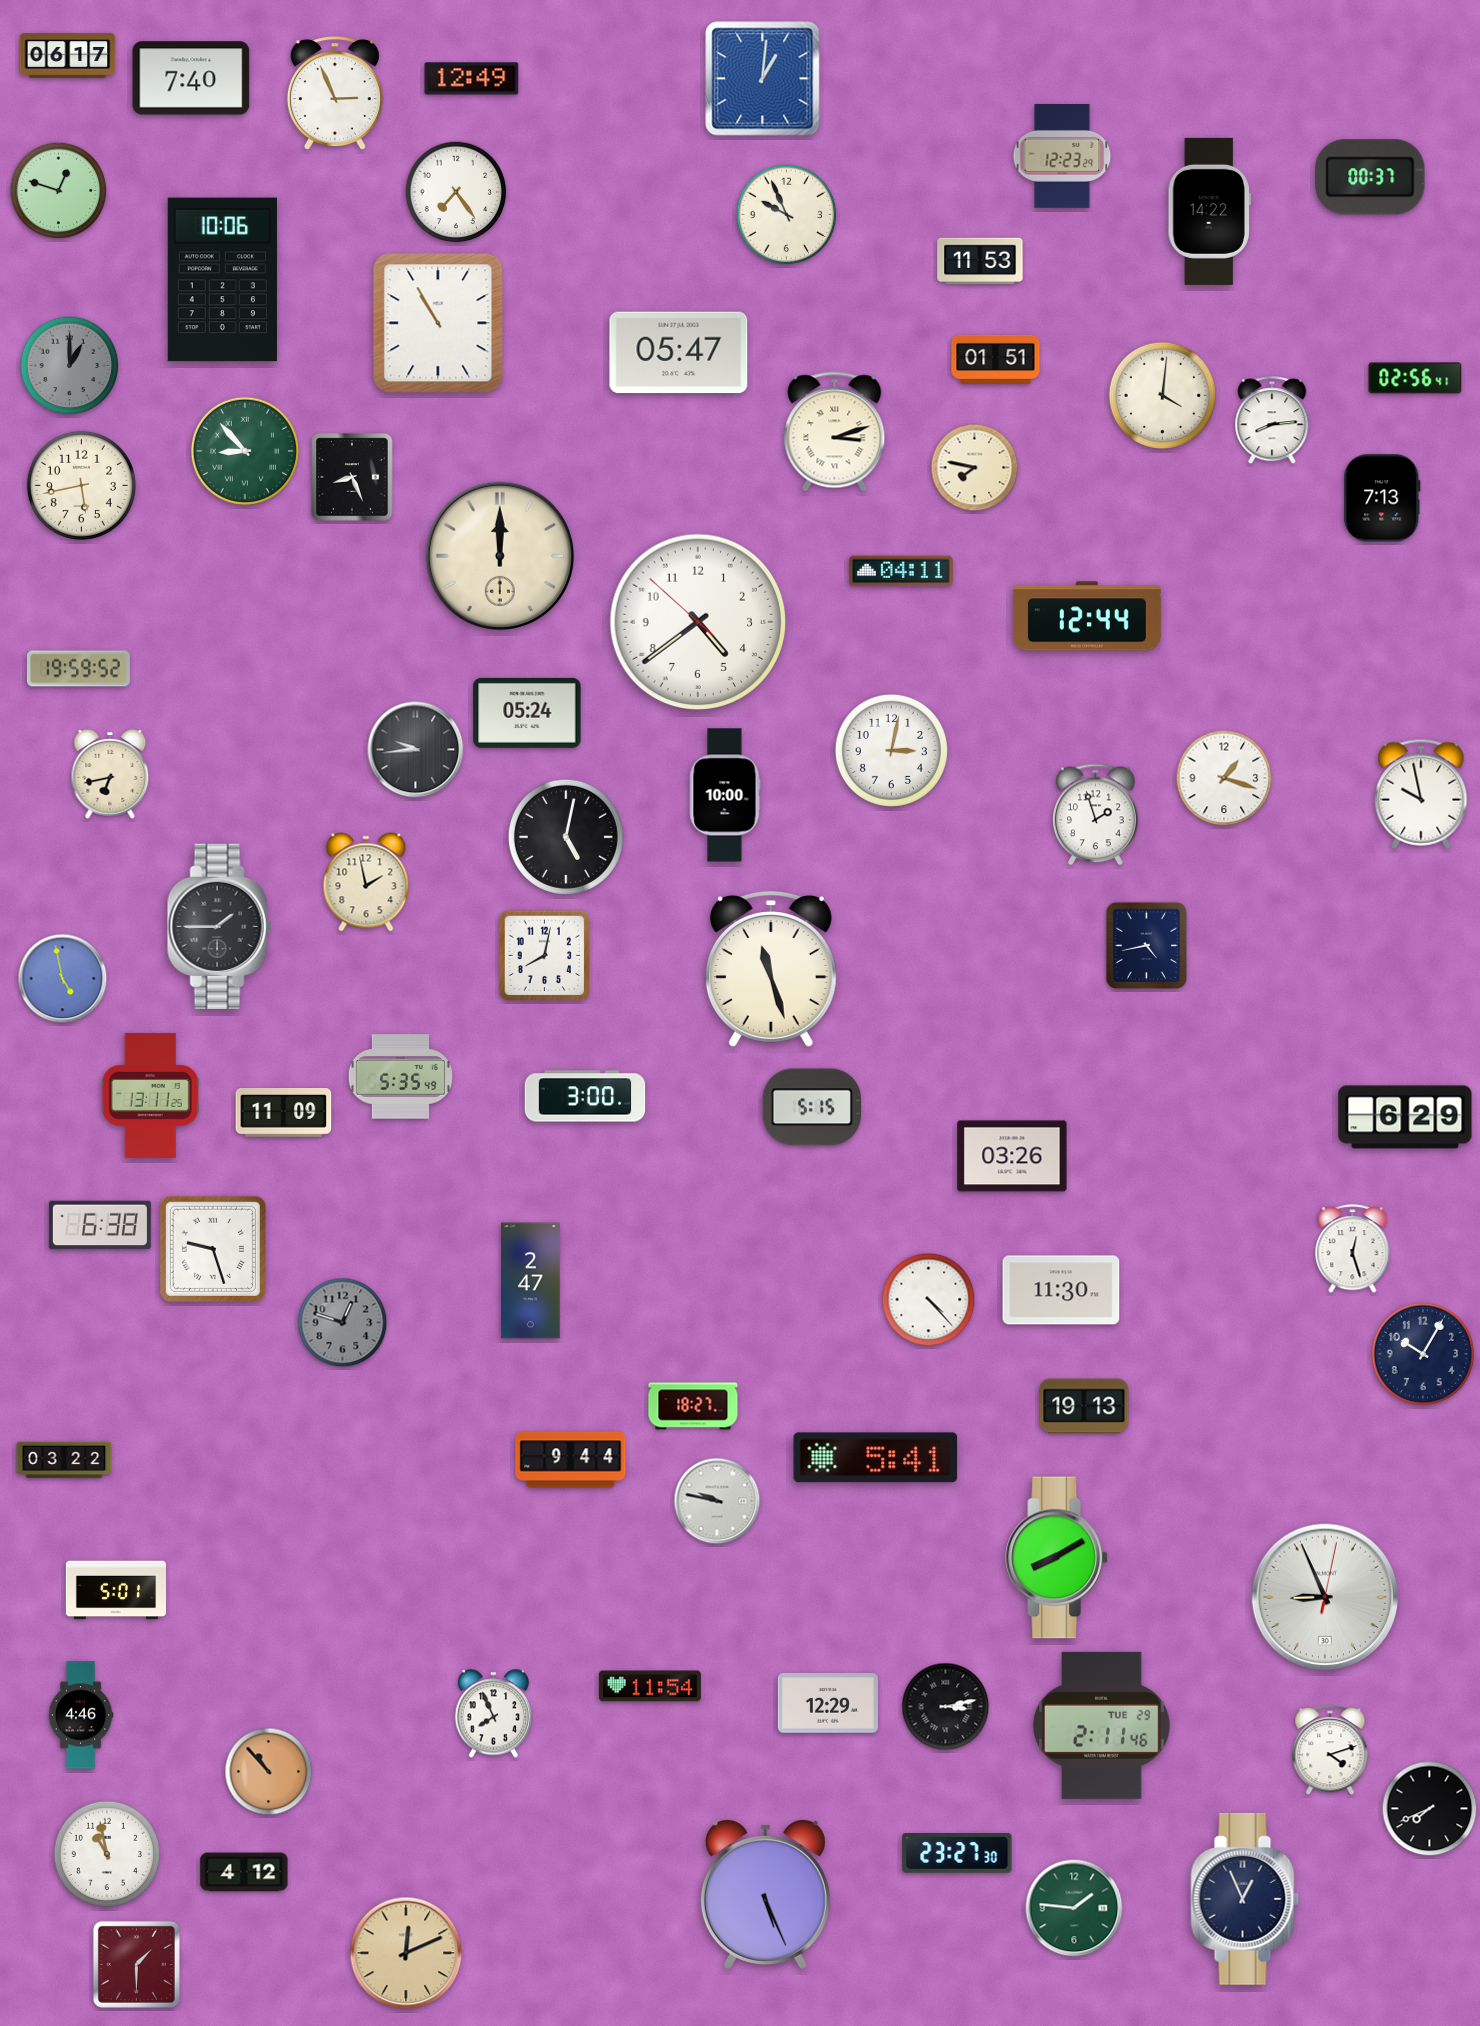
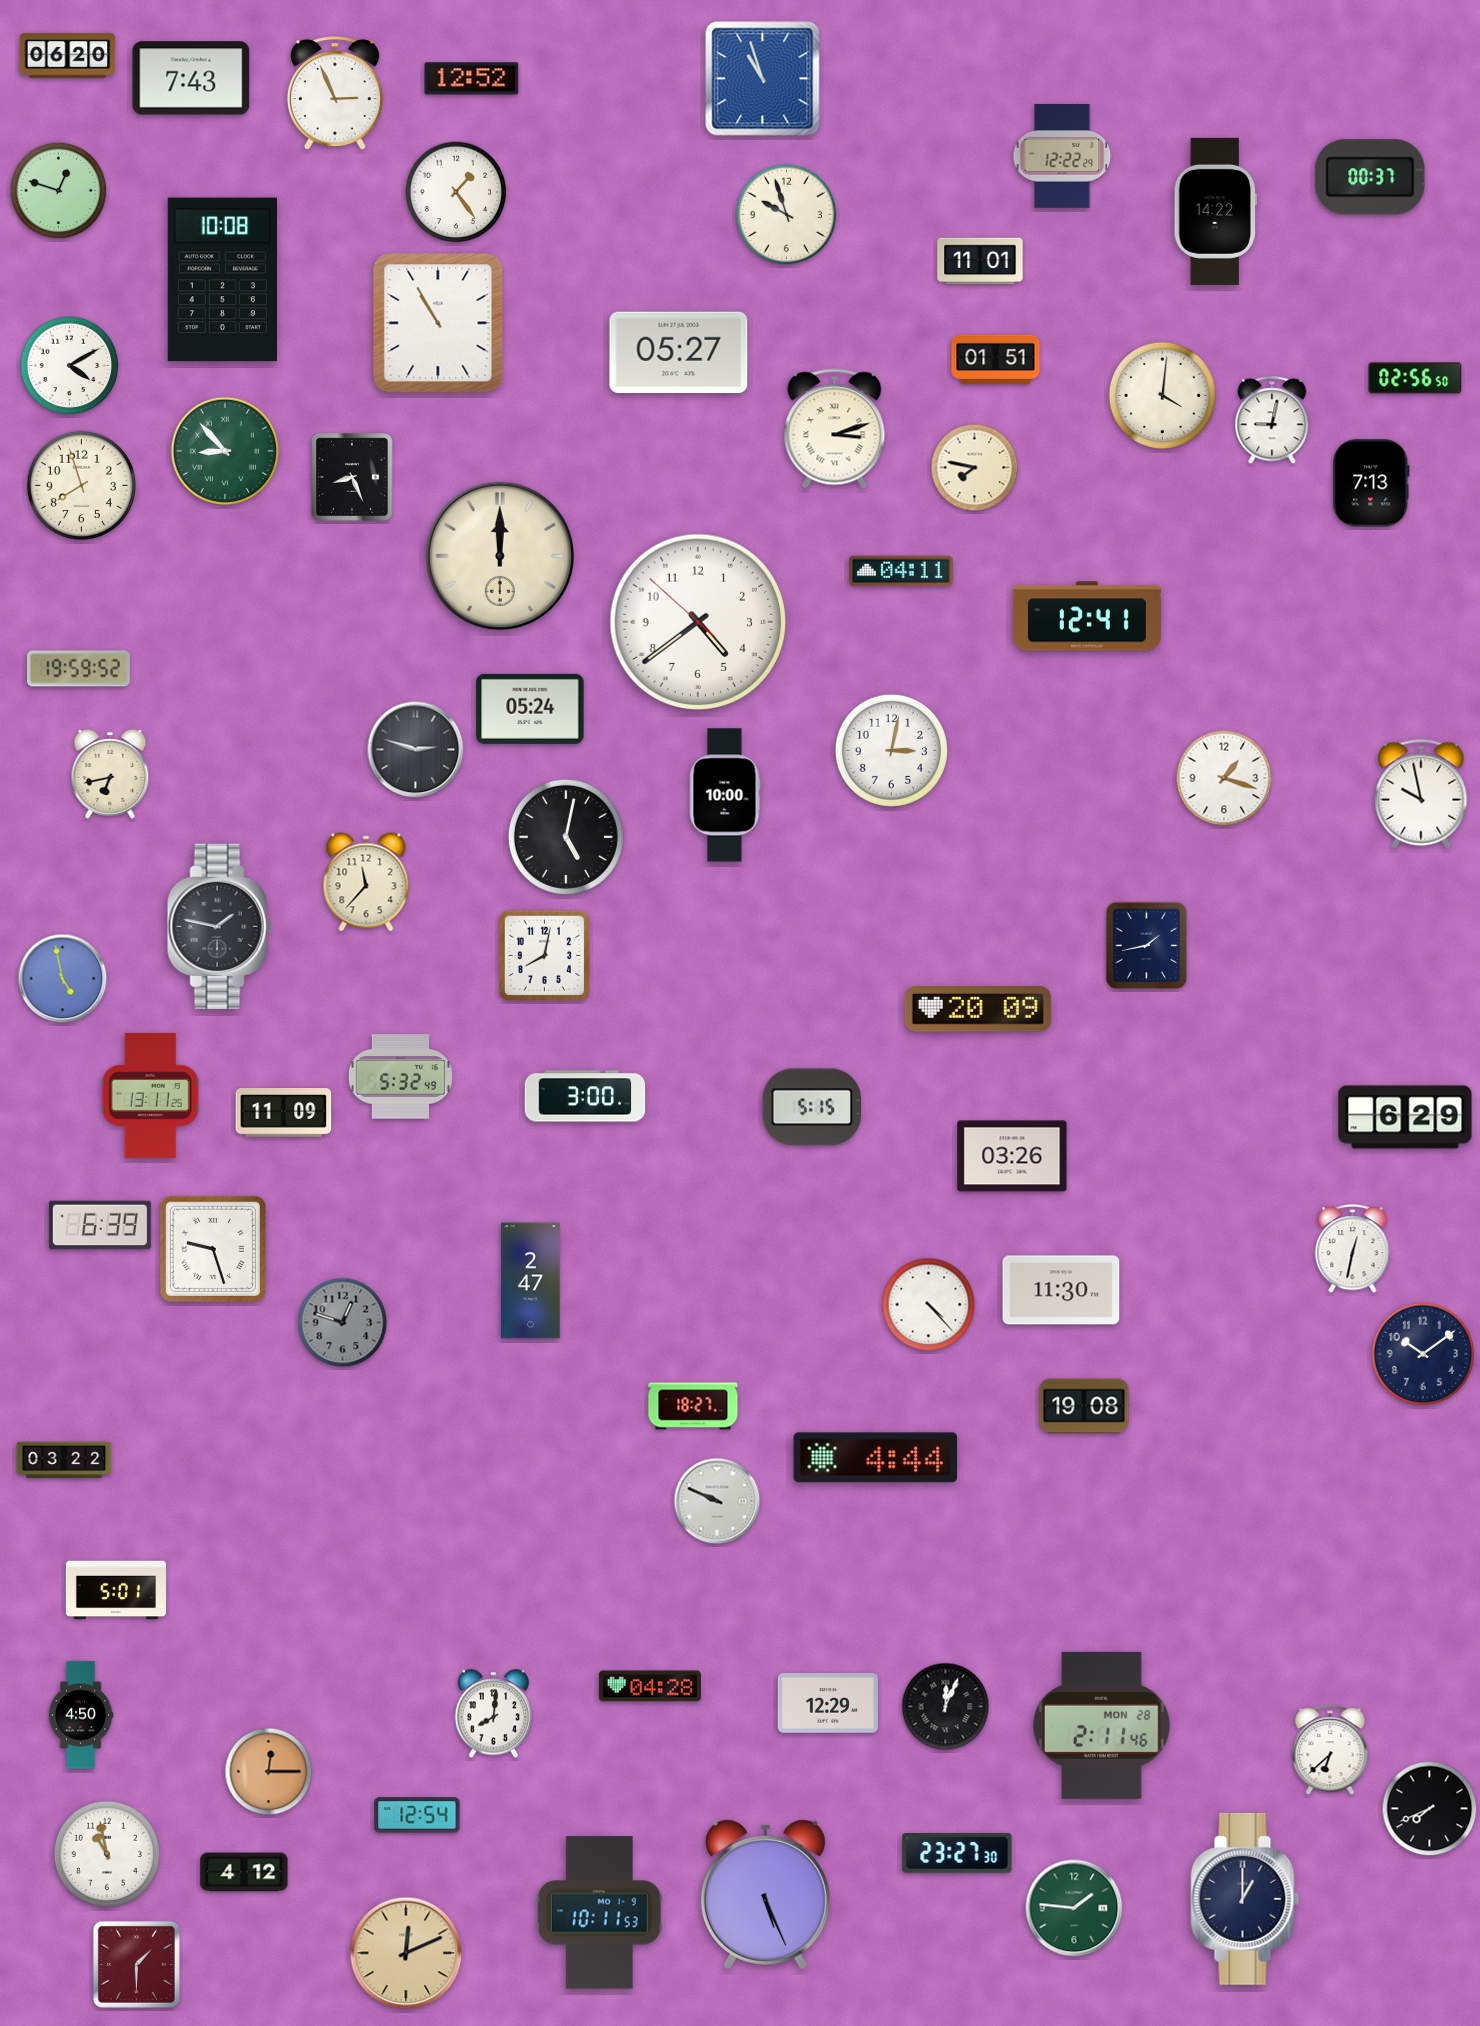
clock at (68, 56): 06:17 -> 06:20
clock at (191, 78): 7:40 -> 7:43
clock at (472, 79): 12:49 -> 12:52
clock at (763, 79): 1:01 -> 10:57
clock at (1062, 157): 12:23 -> 12:22
clock at (456, 192): 7:24 -> 1:24
clock at (1209, 211) position: (1209, 211) -> (1215, 211)
clock at (787, 215): 9:56 -> 9:57
clock at (980, 261): 11:53 -> 11:01
clock at (222, 280): 10:06 -> 10:08
clock at (679, 353): 05:47 -> 05:27
clock at (70, 366): 1:00 -> 4:10
clock at (70, 366) dial: grey -> white
clock at (1415, 378): 02:56:41 -> 02:56:50
clock at (1272, 421): 8:14 -> 9:02
clock at (835, 432) position: (835, 432) -> (835, 429)
clock at (245, 451) position: (245, 451) -> (225, 451)
clock at (81, 485): 5:43 -> 7:57
clock at (1382, 498) position: (1382, 498) -> (1371, 483)
clock at (1087, 616): 12:44 -> 12:41
clock at (527, 713) position: (527, 713) -> (530, 709)
clock at (416, 750): 9:44 -> 2:48
clock at (1095, 815): 1:57 -> none
clock at (366, 882): 1:58 -> 11:37
clock at (219, 927): 1:45 -> 1:47
clock at (1146, 945): 4:43 -> 1:43
clock at (771, 969): 11:27 -> none
clock at (978, 1009): none -> 20:09
clock at (400, 1077): 5:35 -> 5:32
clock at (100, 1225): 6:38 -> 6:39
clock at (1353, 1249): 12:27 -> 12:32
clock at (929, 1300) position: (929, 1300) -> (929, 1305)
clock at (1423, 1354): 10:05 -> 10:09
clock at (1084, 1406): 19:13 -> 19:08
clock at (876, 1458): 5:41 -> 4:44
clock at (571, 1460): 9:44 -> none
clock at (717, 1501): 9:47 -> 9:49
clock at (1057, 1558): 8:10 -> none
clock at (1325, 1597): 8:56 -> none
clock at (650, 1686): 11:54 -> 04:28
clock at (946, 1707): 3:13 -> 12:04
clock at (494, 1714): 7:56 -> 8:01
clock at (81, 1715): 4:46 -> 4:50
clock at (1102, 1725) date: TUE 29 -> MON 28
clock at (1330, 1750): 4:12 -> 6:38
clock at (269, 1772): 10:53 -> 12:15
clock at (417, 1815): none -> 12:54
clock at (1245, 1899): 12:56 -> 1:00
clock at (599, 1913): none -> 10:11
